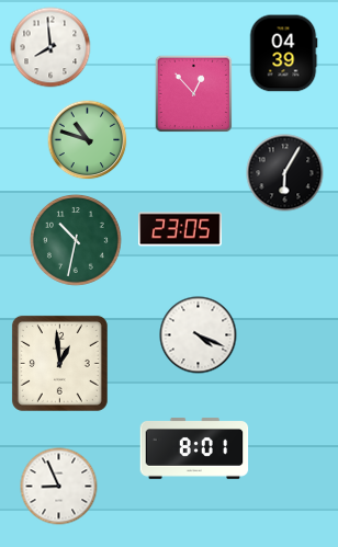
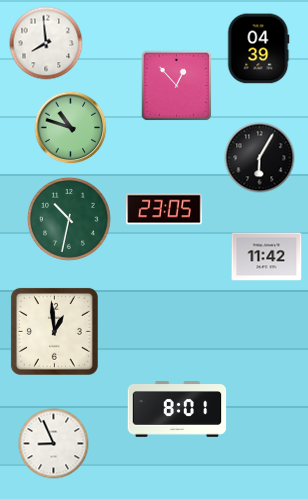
clock at (88, 140) position: (88, 140) -> (71, 128)
clock at (267, 257): none -> 11:42
clock at (199, 335): 4:19 -> none
